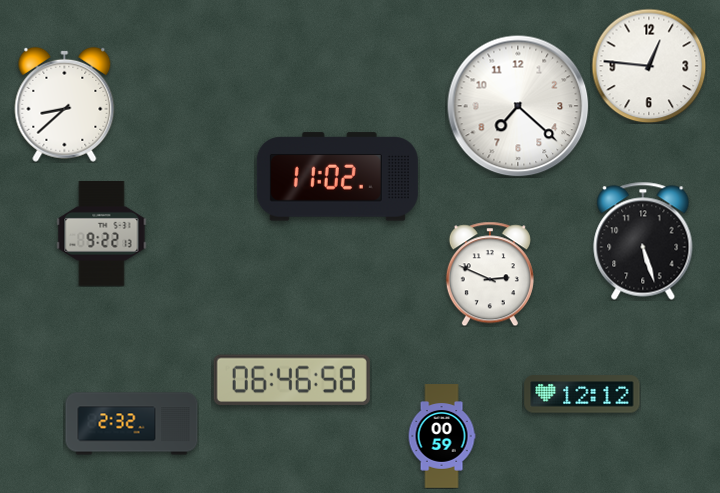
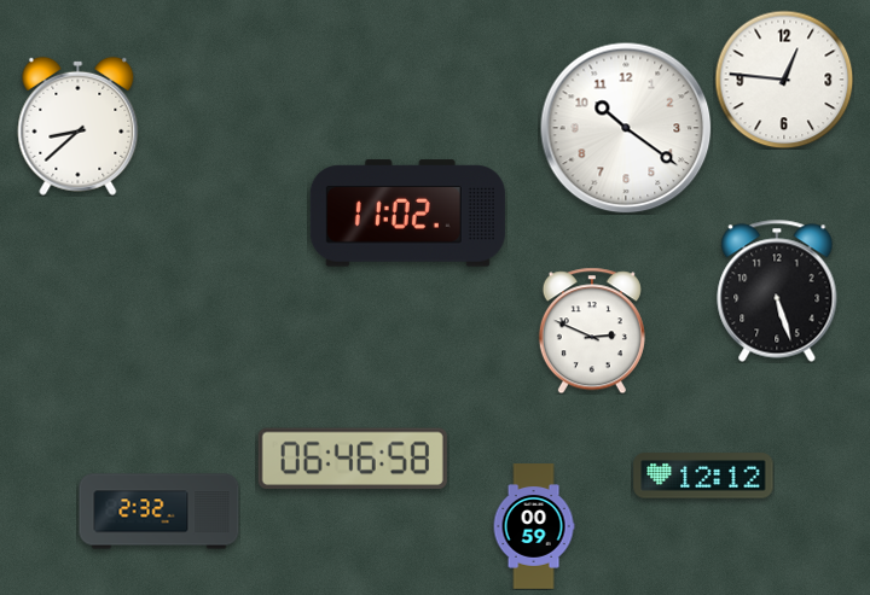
clock at (518, 106): 7:22 -> 10:21
clock at (102, 234): 9:22 -> none
